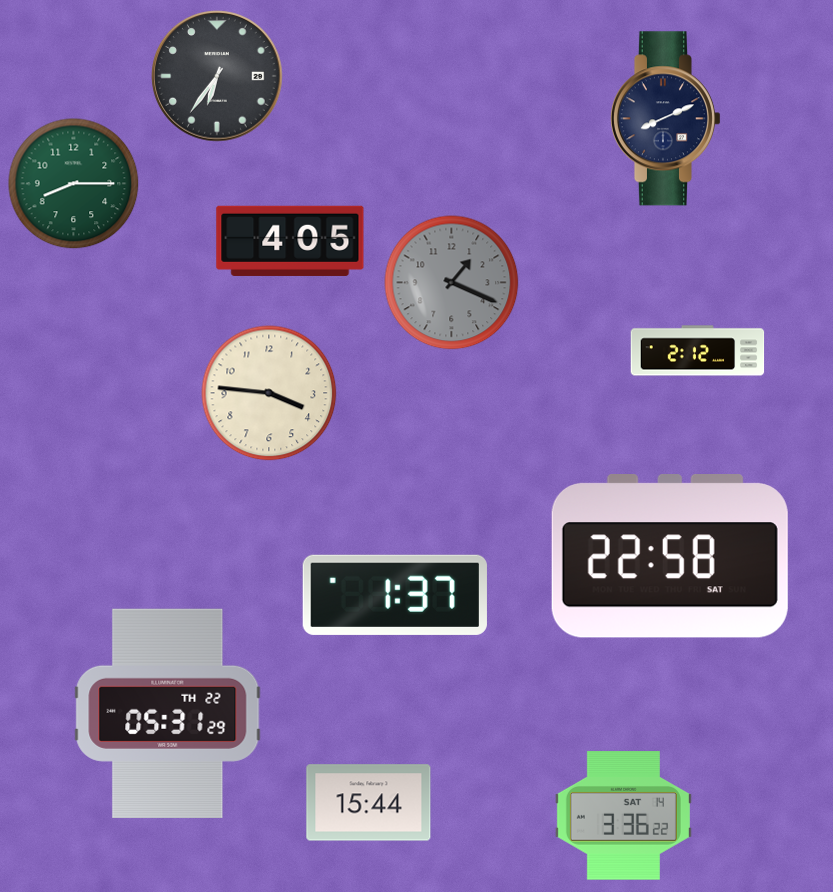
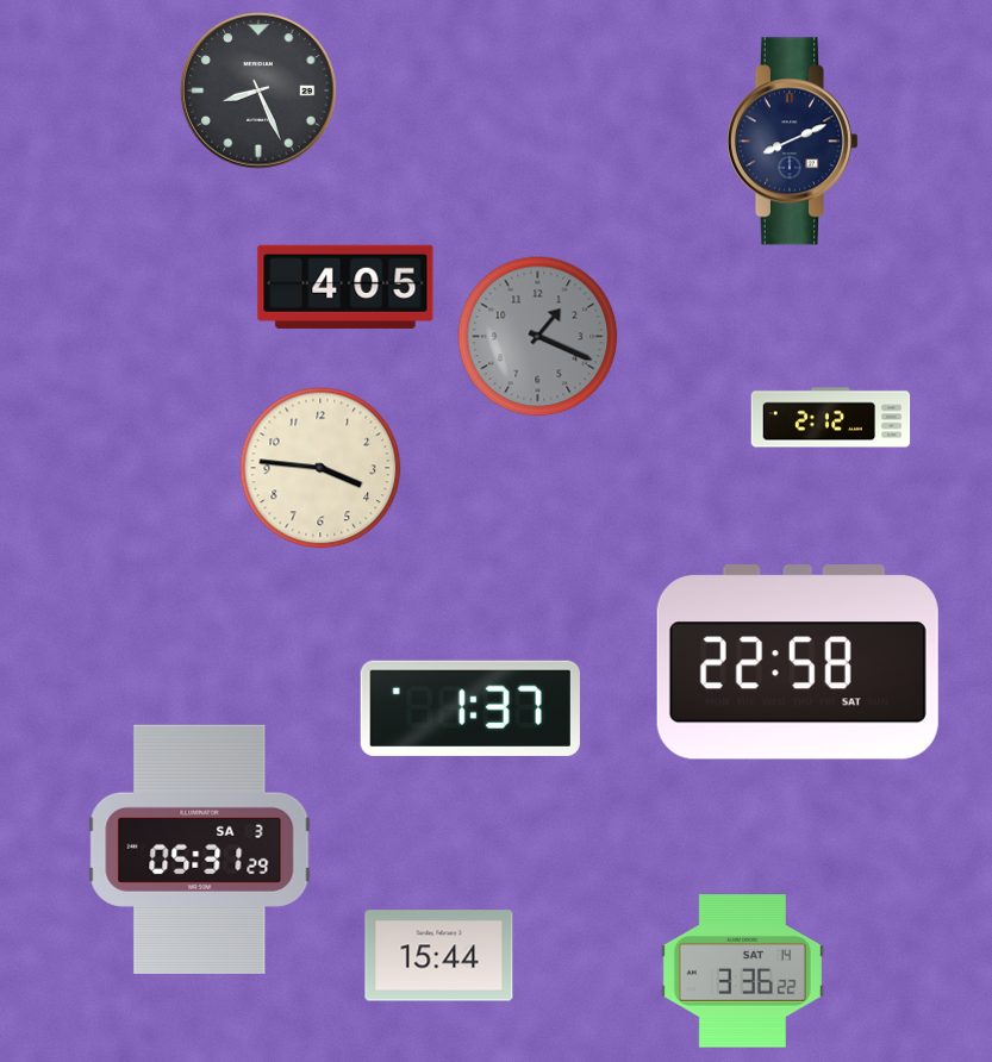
clock at (217, 76): 6:36 -> 8:26
clock at (74, 184): 8:15 -> none
clock at (168, 713) date: TH 22 -> SA 3
